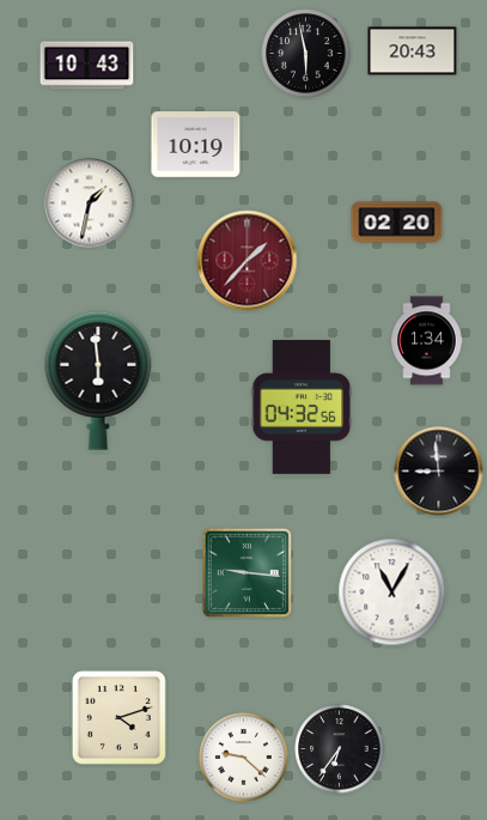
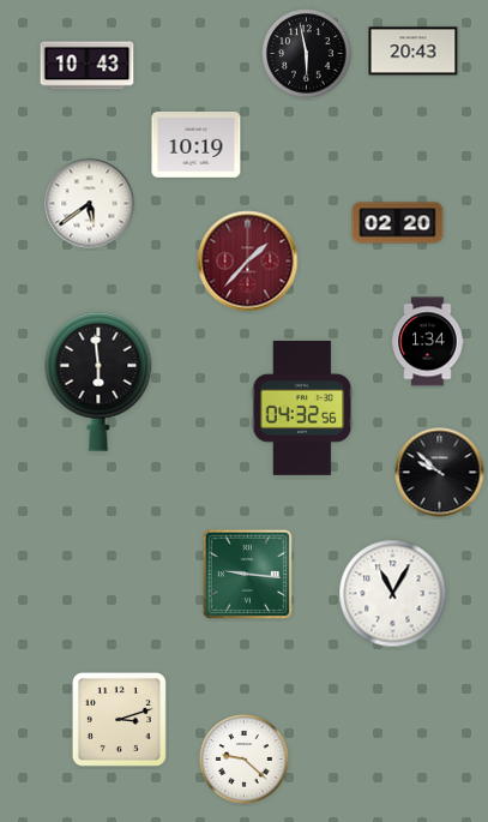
clock at (90, 204): 1:32 -> 5:39
clock at (439, 472): 8:59 -> 9:52
clock at (118, 717): 4:12 -> 3:12
clock at (340, 749): 6:36 -> none
